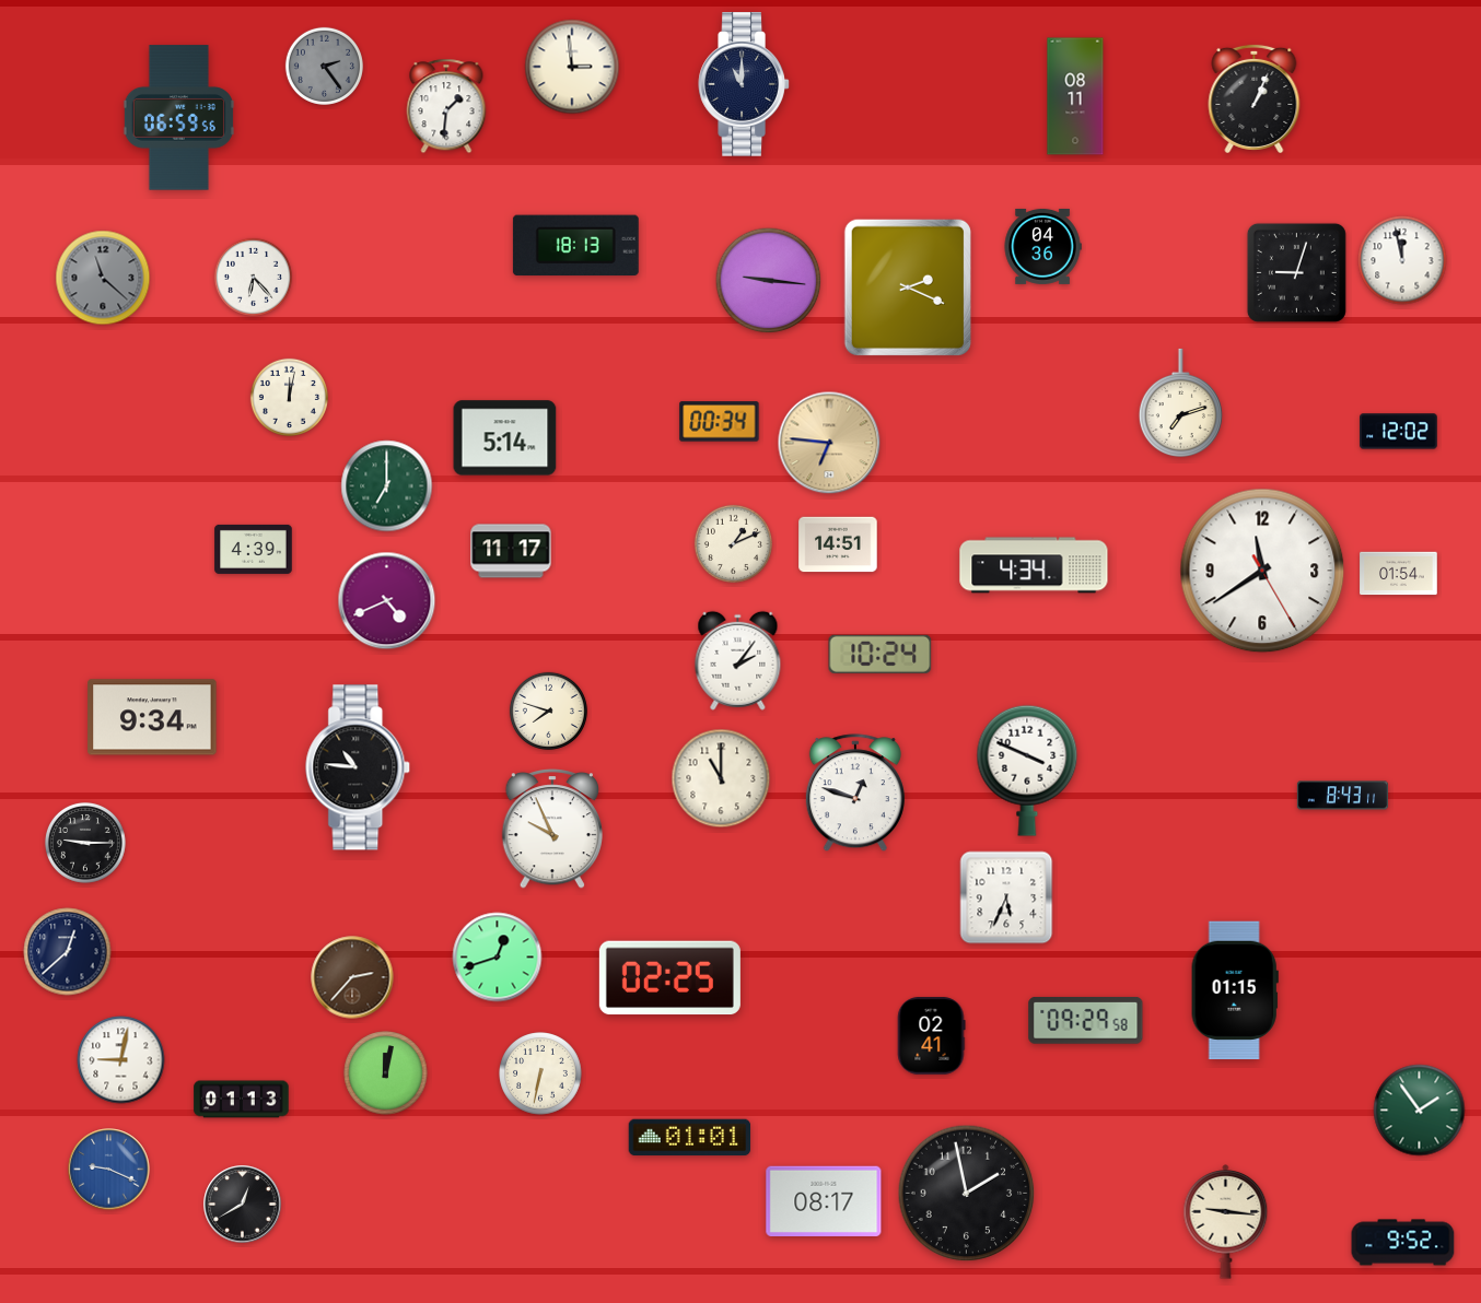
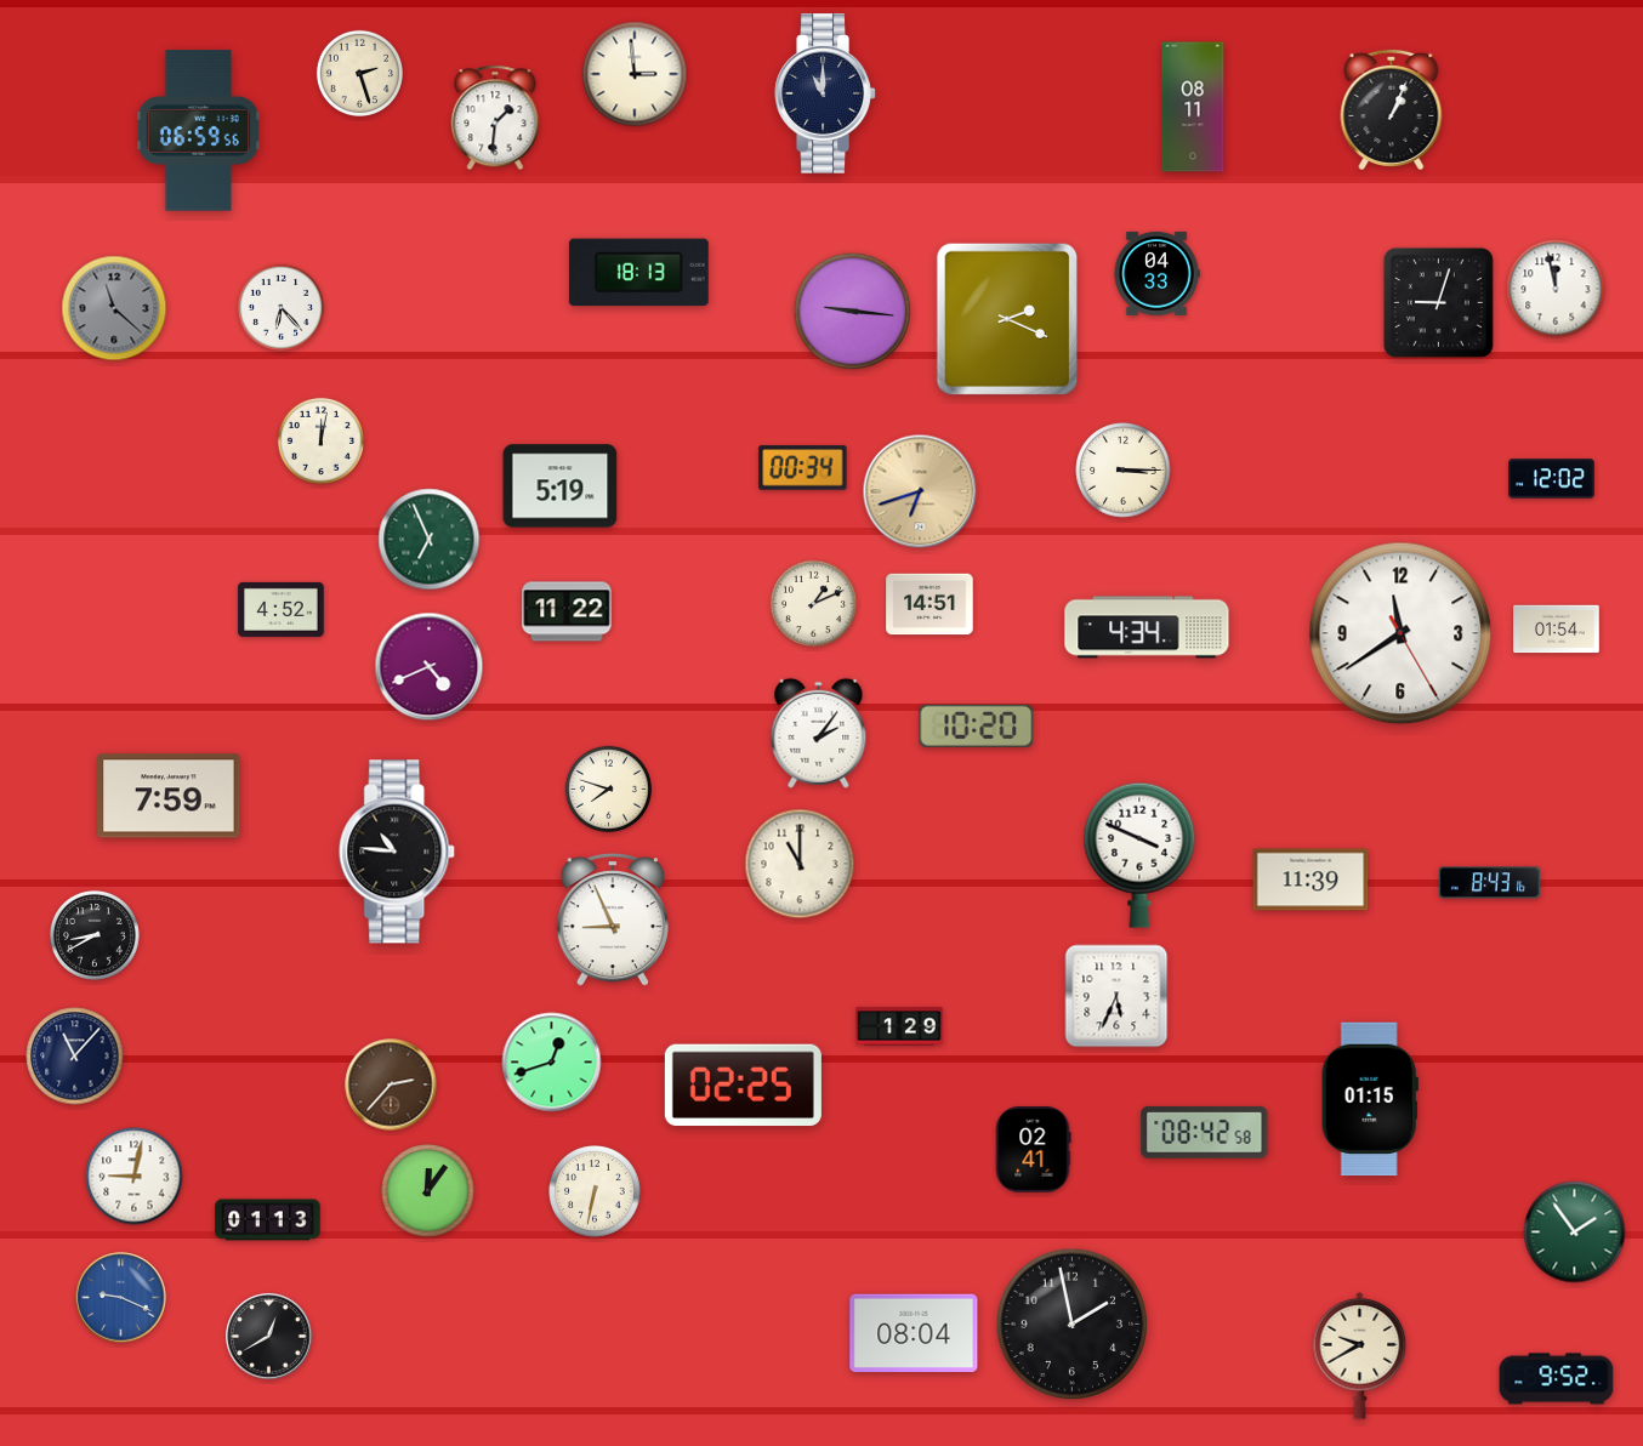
clock at (324, 66): 2:24 -> 2:27
clock at (324, 66) dial: grey -> cream
clock at (1042, 246): 04:36 -> 04:33
clock at (1180, 403): 7:12 -> none
clock at (720, 422) position: (720, 422) -> (803, 468)
clock at (1124, 471): none -> 3:15
clock at (505, 438): 5:14 -> 5:19
clock at (829, 443): 6:46 -> 6:42
clock at (387, 486): 7:00 -> 6:56
clock at (254, 549): 4:39 -> 4:52
clock at (511, 551): 11:17 -> 11:22
clock at (1399, 574) position: (1399, 574) -> (1557, 630)
clock at (881, 654): 10:24 -> 10:20
clock at (152, 717): 9:34 -> 7:59
clock at (1311, 879): none -> 11:39
clock at (855, 794): 12:48 -> none
clock at (1342, 796): 8:43:11 -> 8:43:16
clock at (551, 830): 9:56 -> 8:56
clock at (85, 843): 9:15 -> 8:40
clock at (899, 1026): none -> 1:29
clock at (68, 952): 12:38 -> 11:07
clock at (1086, 1020): 09:29 -> 08:42
clock at (386, 1073): 12:02 -> 12:06
clock at (540, 1073) position: (540, 1073) -> (595, 1191)
clock at (690, 1138): 01:01 -> none
clock at (824, 1200): 08:17 -> 08:04
clock at (1226, 1222): 9:16 -> 9:40
